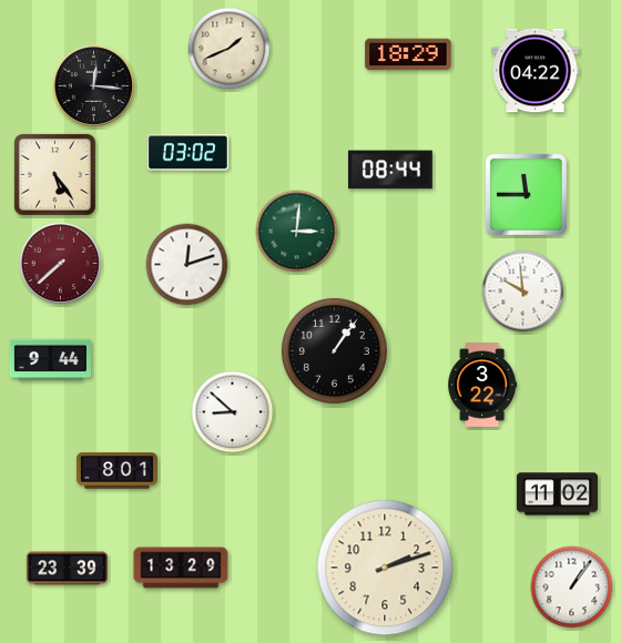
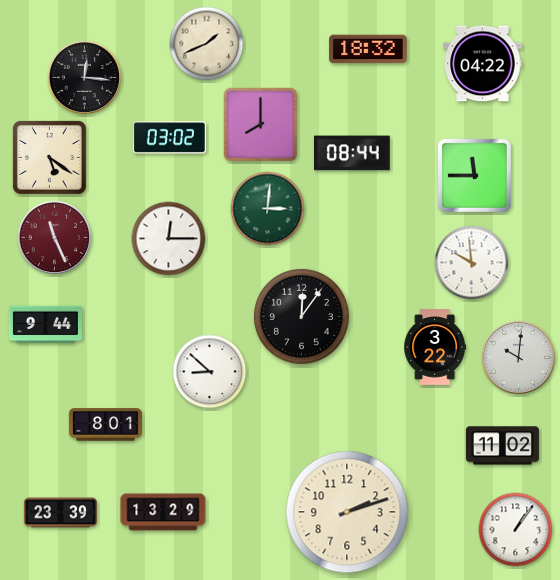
clock at (408, 54): 18:29 -> 18:32
clock at (261, 125): none -> 8:00
clock at (54, 174): 5:24 -> 5:21
clock at (61, 264): 7:38 -> 11:26
clock at (187, 265): 12:12 -> 12:15
clock at (334, 350): 1:06 -> 12:06
clock at (519, 358): none -> 10:01
